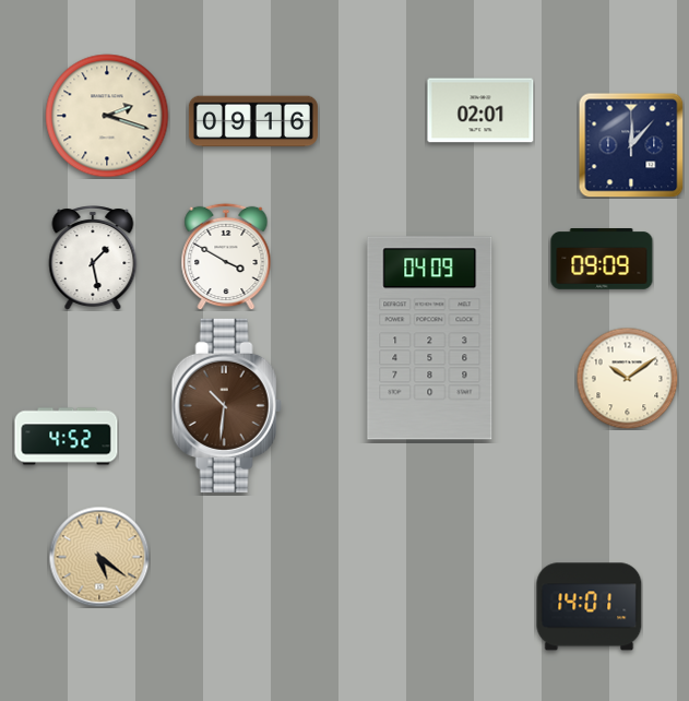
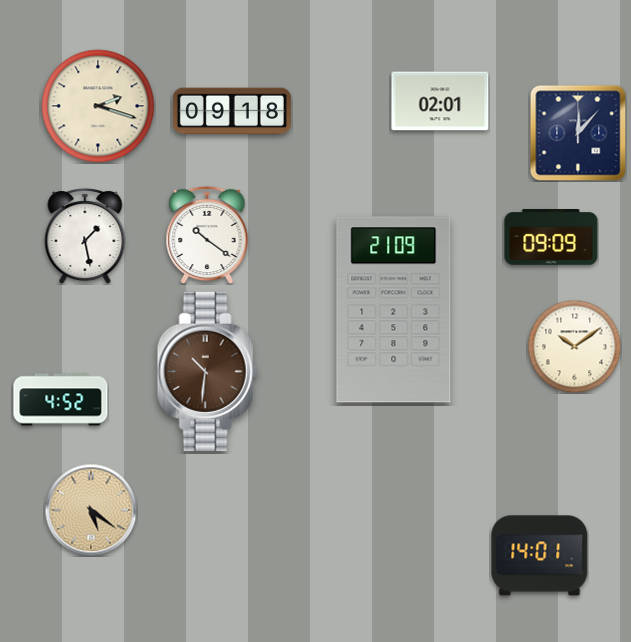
clock at (253, 121): 09:16 -> 09:18
clock at (226, 257): 3:50 -> 10:21
clock at (430, 338): 04:09 -> 21:09
